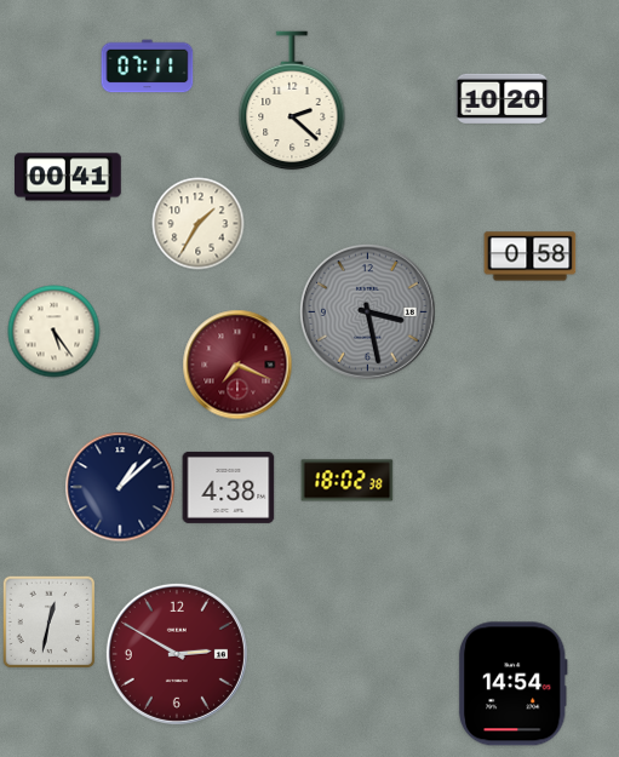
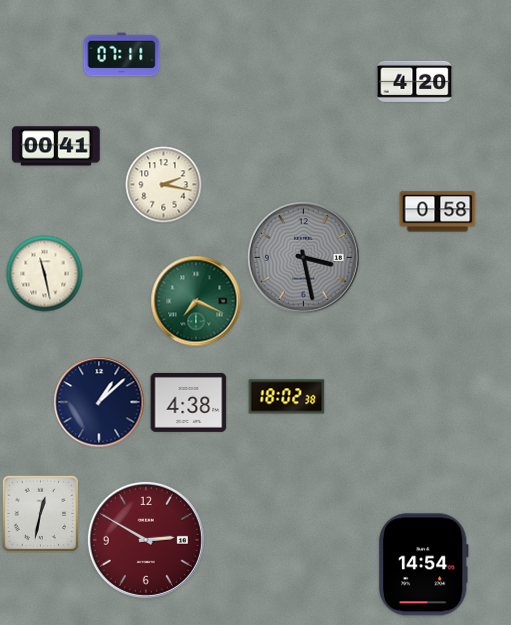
clock at (503, 98): 10:20 -> 4:20
clock at (292, 101): 2:22 -> none
clock at (199, 224): 1:35 -> 2:17
clock at (55, 332): 5:24 -> 11:28
clock at (237, 365) dial: burgundy -> green
